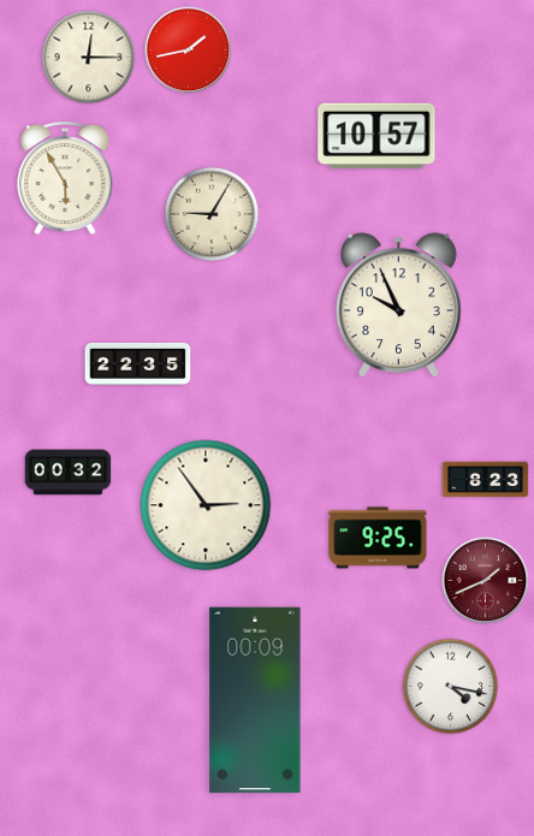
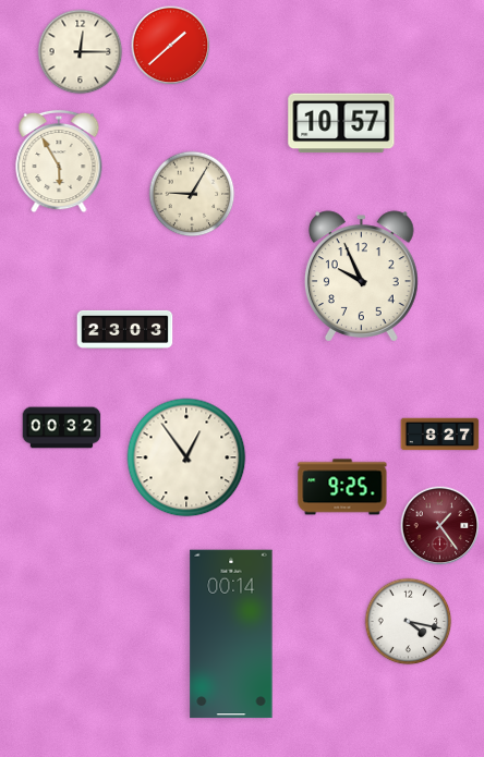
clock at (189, 51): 1:43 -> 1:38
clock at (138, 363): 22:35 -> 23:03
clock at (486, 480): 8:23 -> 8:27
clock at (206, 505): 2:54 -> 12:54
clock at (486, 581): 1:41 -> 1:24
clock at (255, 700): 00:09 -> 00:14
